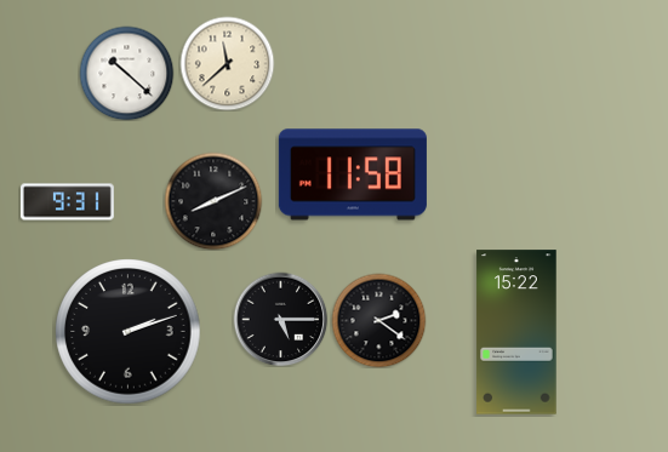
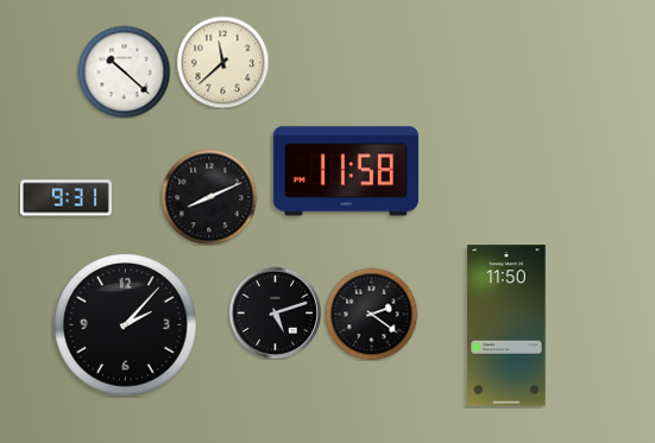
clock at (280, 319): 5:15 -> 5:12
clock at (129, 332): 2:12 -> 2:07
clock at (516, 332): 15:22 -> 11:50
